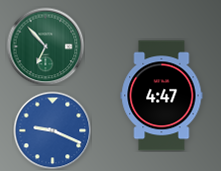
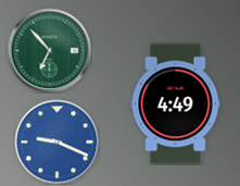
clock at (162, 96): 4:47 -> 4:49
